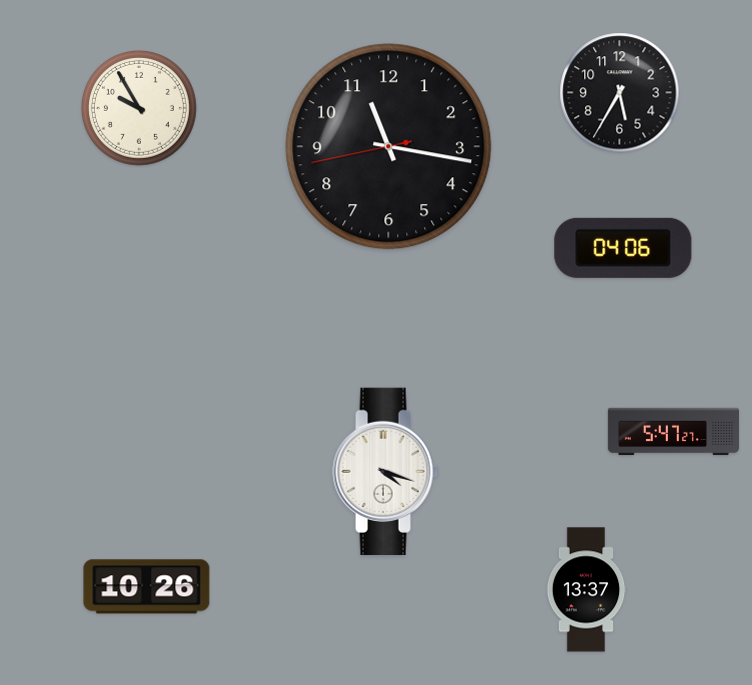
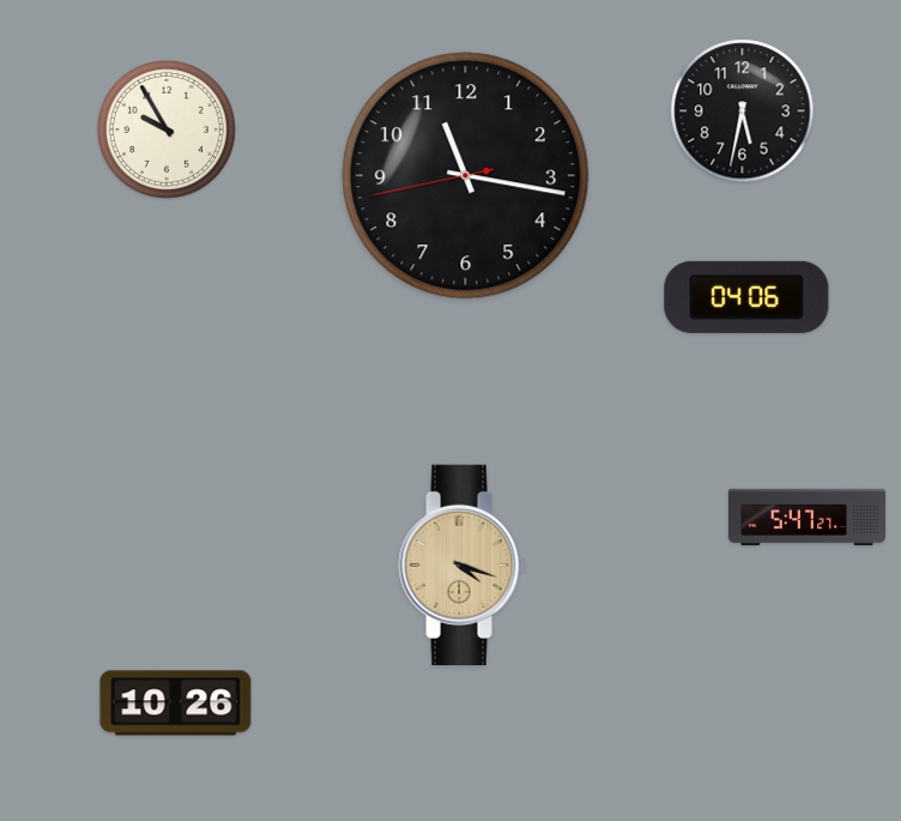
clock at (620, 93): 5:35 -> 5:32
clock at (386, 471) dial: white -> champagne
clock at (586, 590): 13:37 -> none
